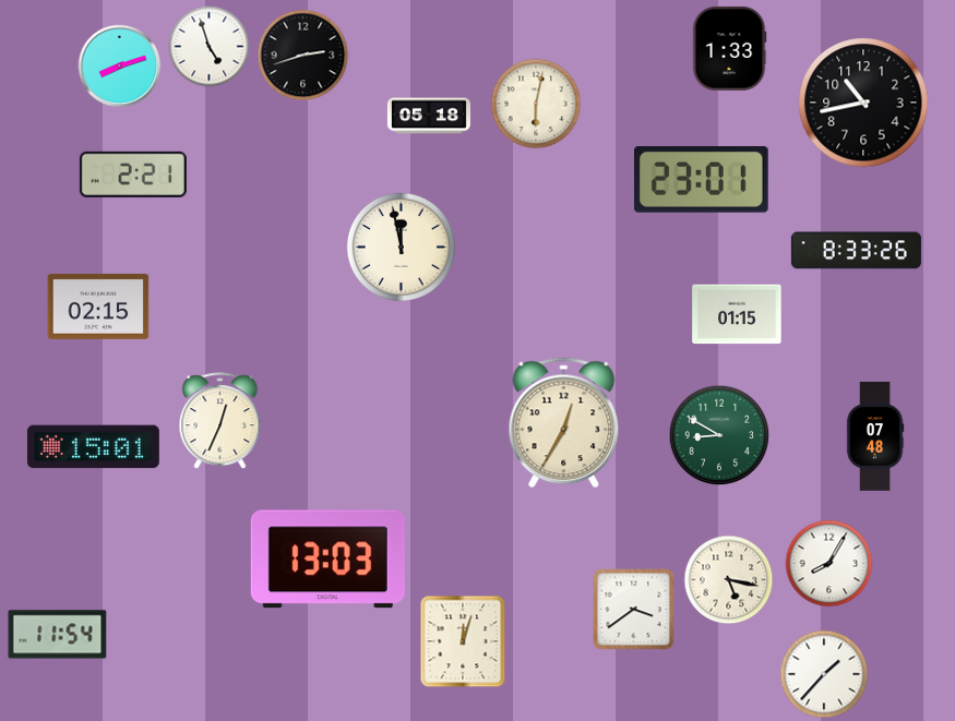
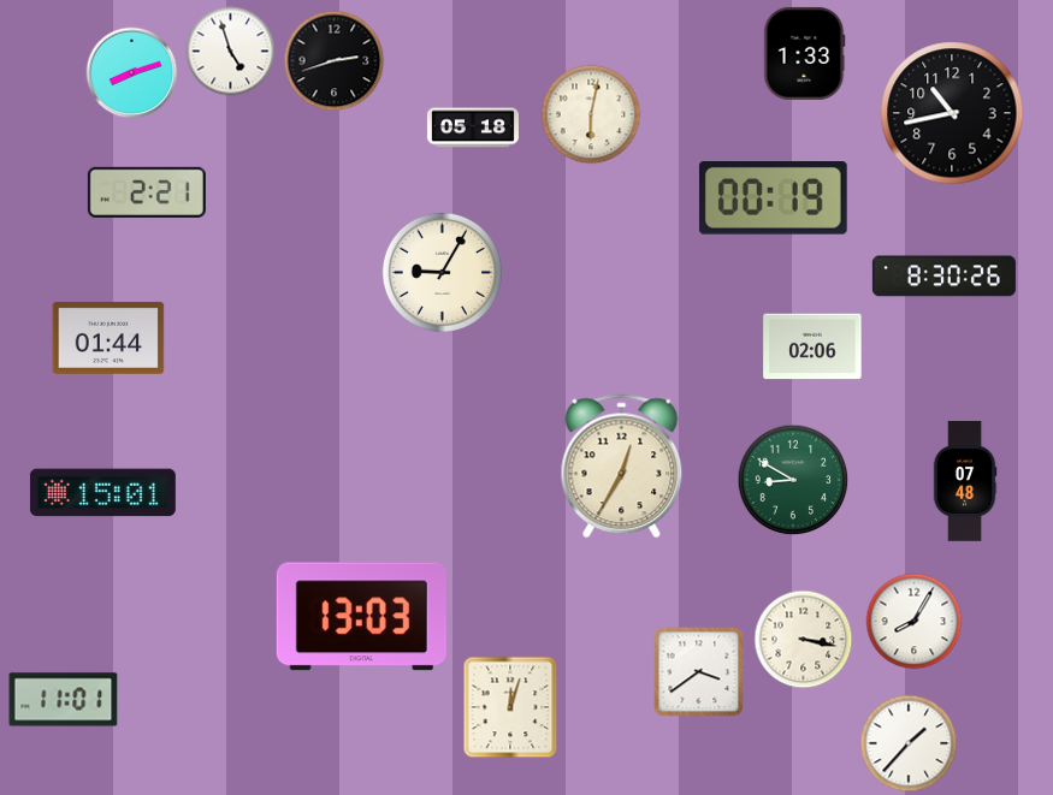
clock at (701, 180): 23:01 -> 00:19
clock at (401, 247): 11:58 -> 9:05
clock at (856, 251): 8:33 -> 8:30
clock at (98, 307): 02:15 -> 01:44
clock at (737, 314): 01:15 -> 02:06
clock at (220, 421): 12:34 -> none
clock at (729, 580): 5:17 -> 3:17
clock at (58, 635): 11:54 -> 11:01
